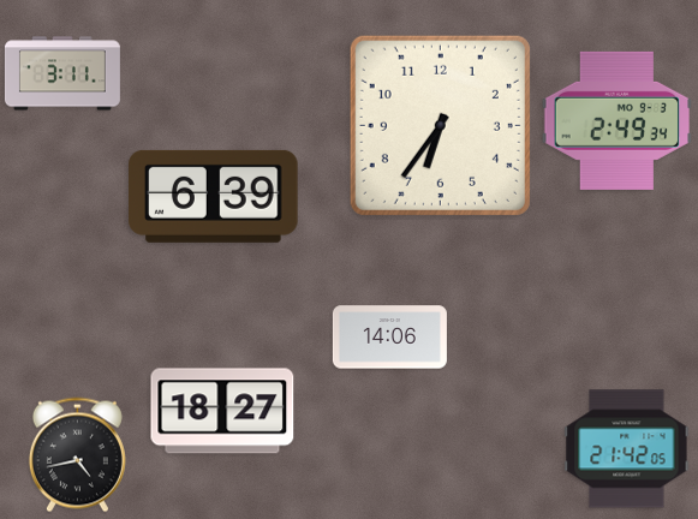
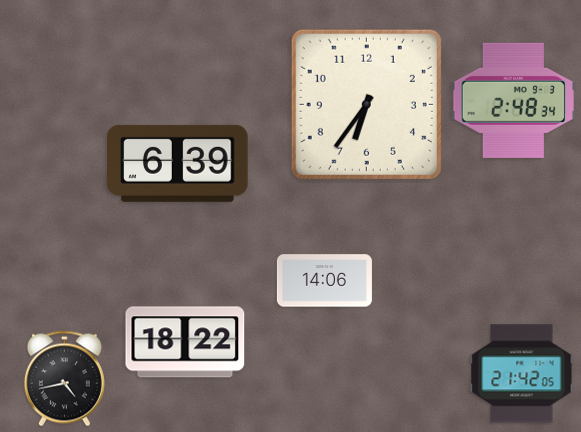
clock at (62, 73): 3:11 -> none
clock at (618, 120): 2:49 -> 2:48
clock at (222, 411): 18:27 -> 18:22
